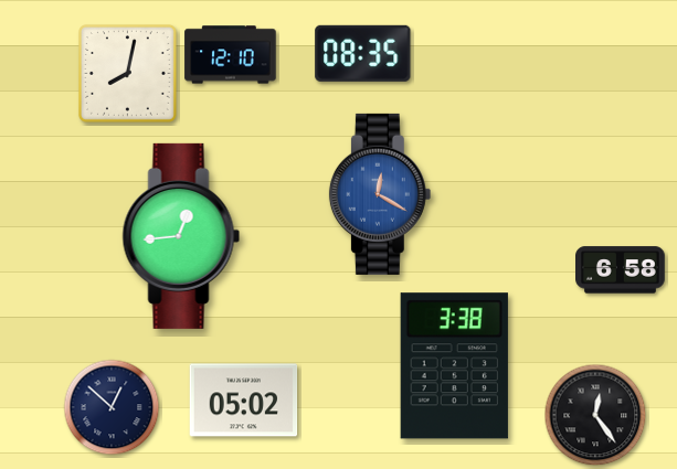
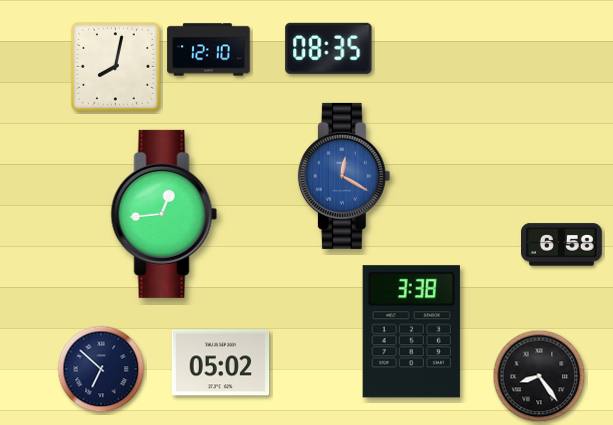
clock at (112, 407): 12:52 -> 6:52
clock at (595, 415): 12:24 -> 8:24
